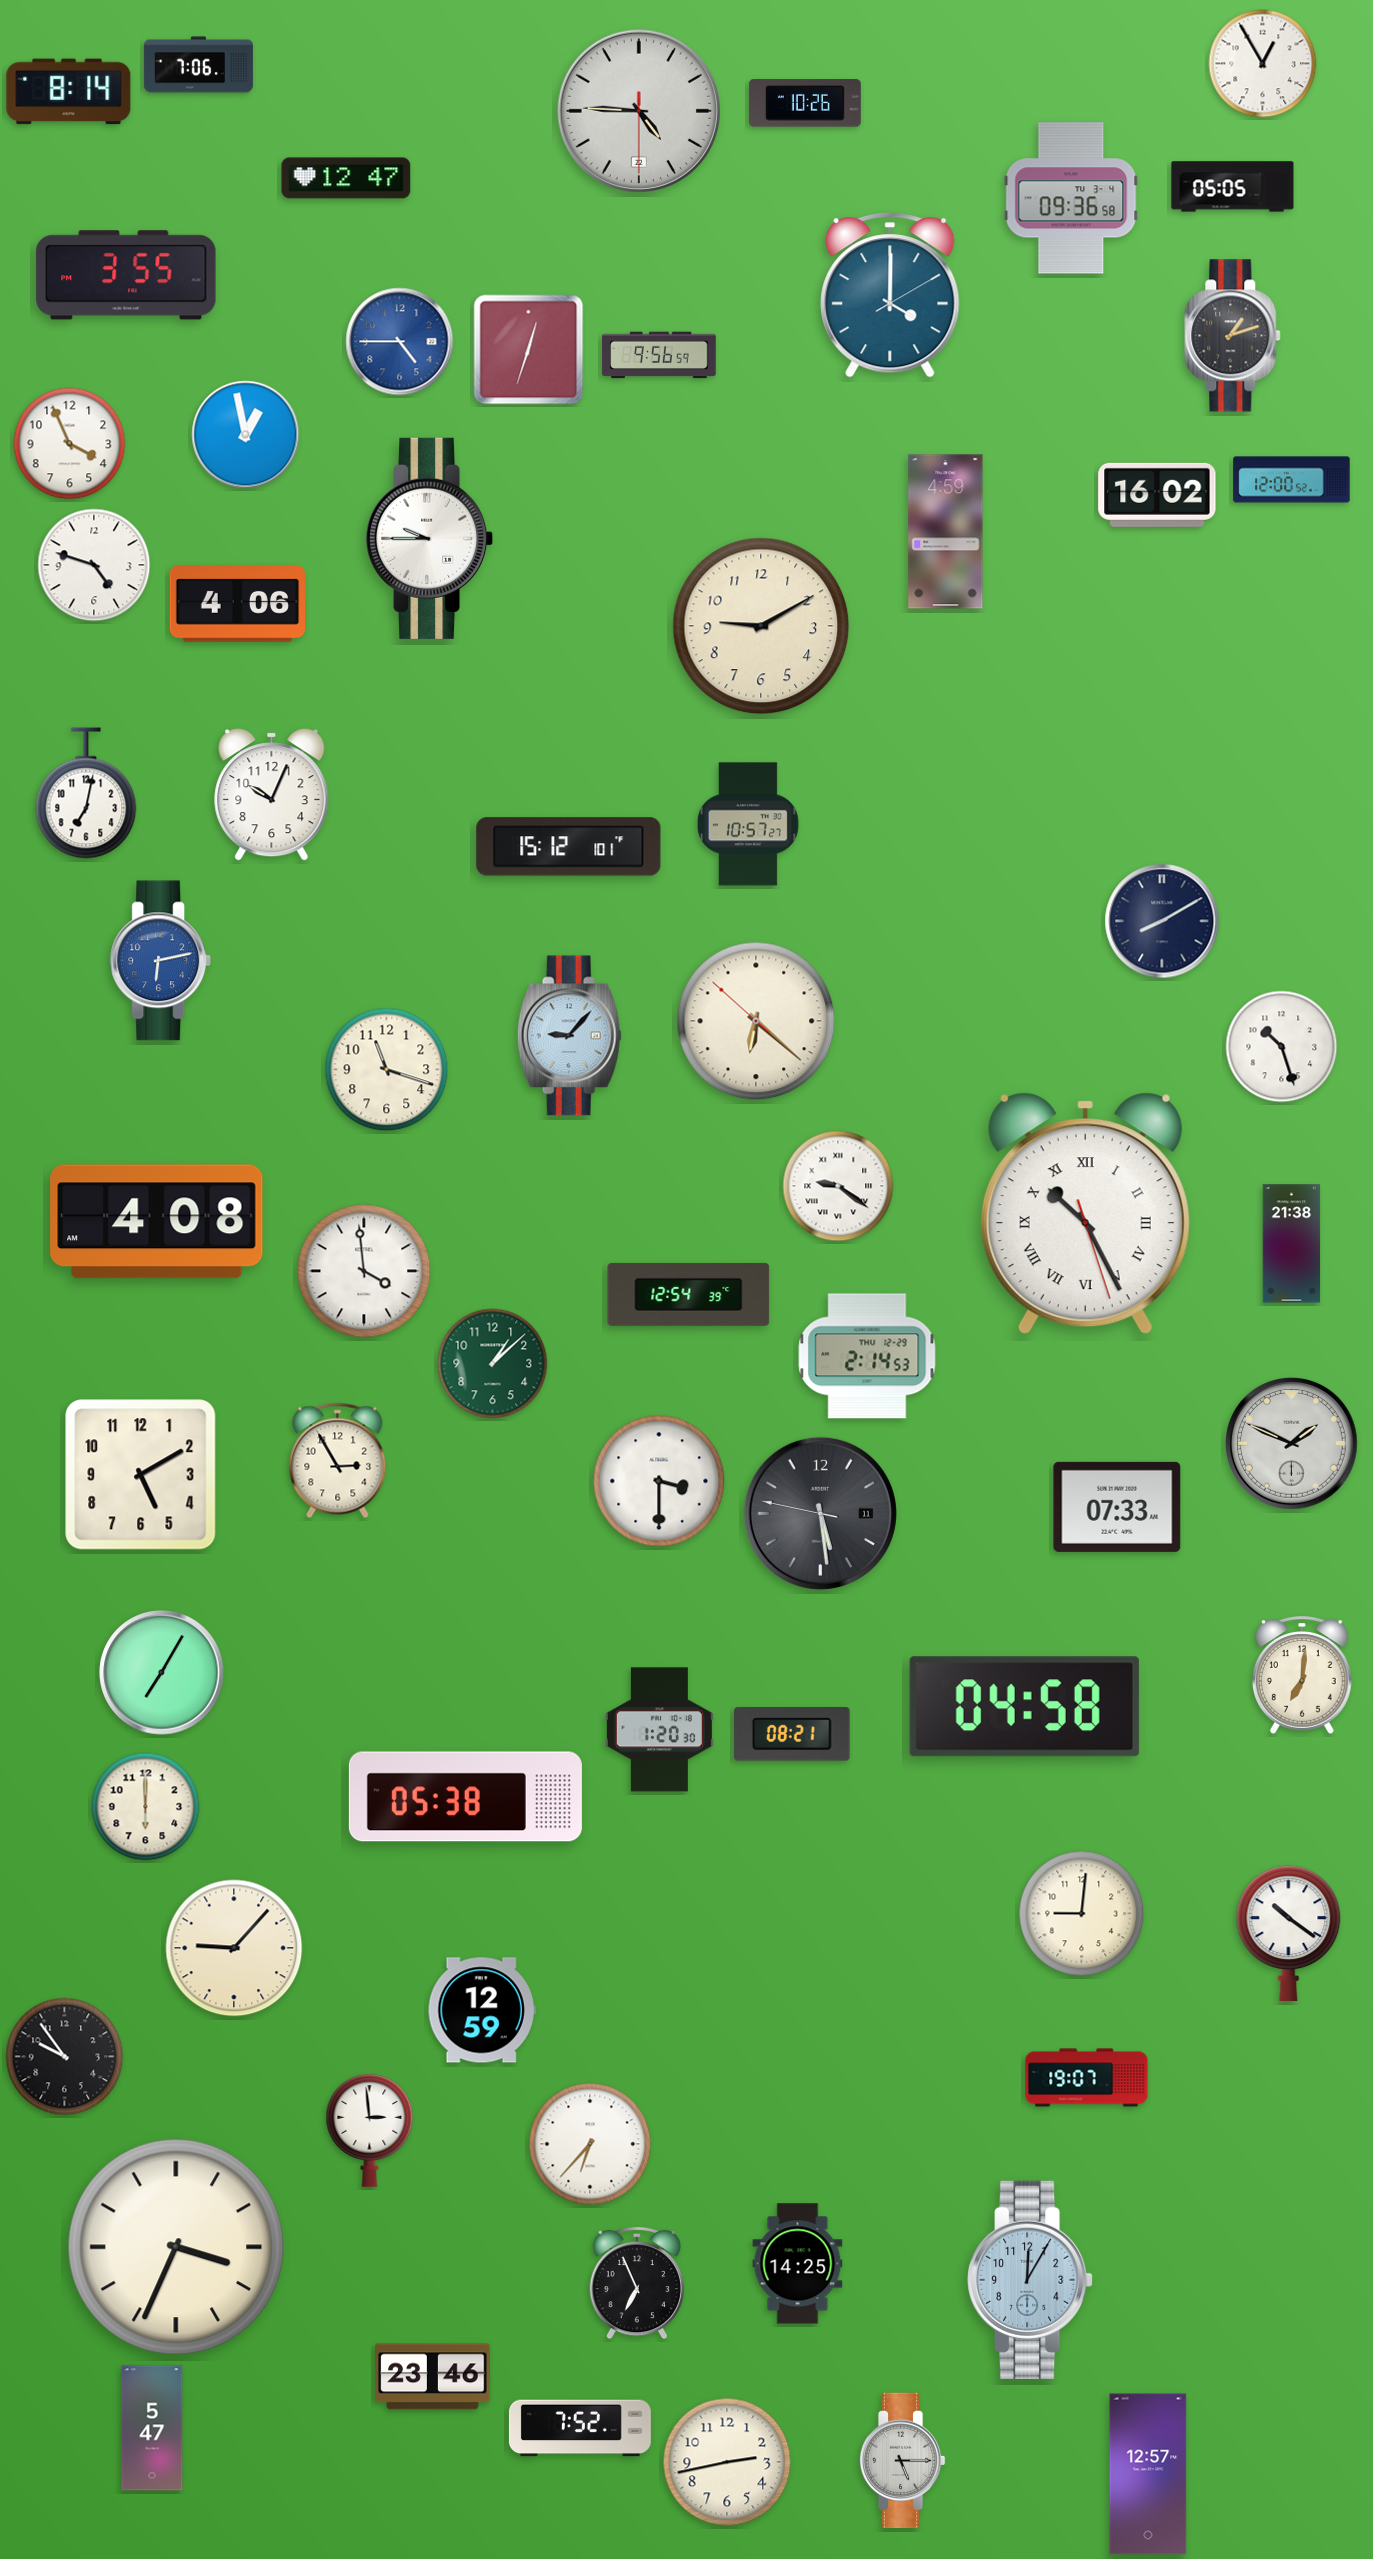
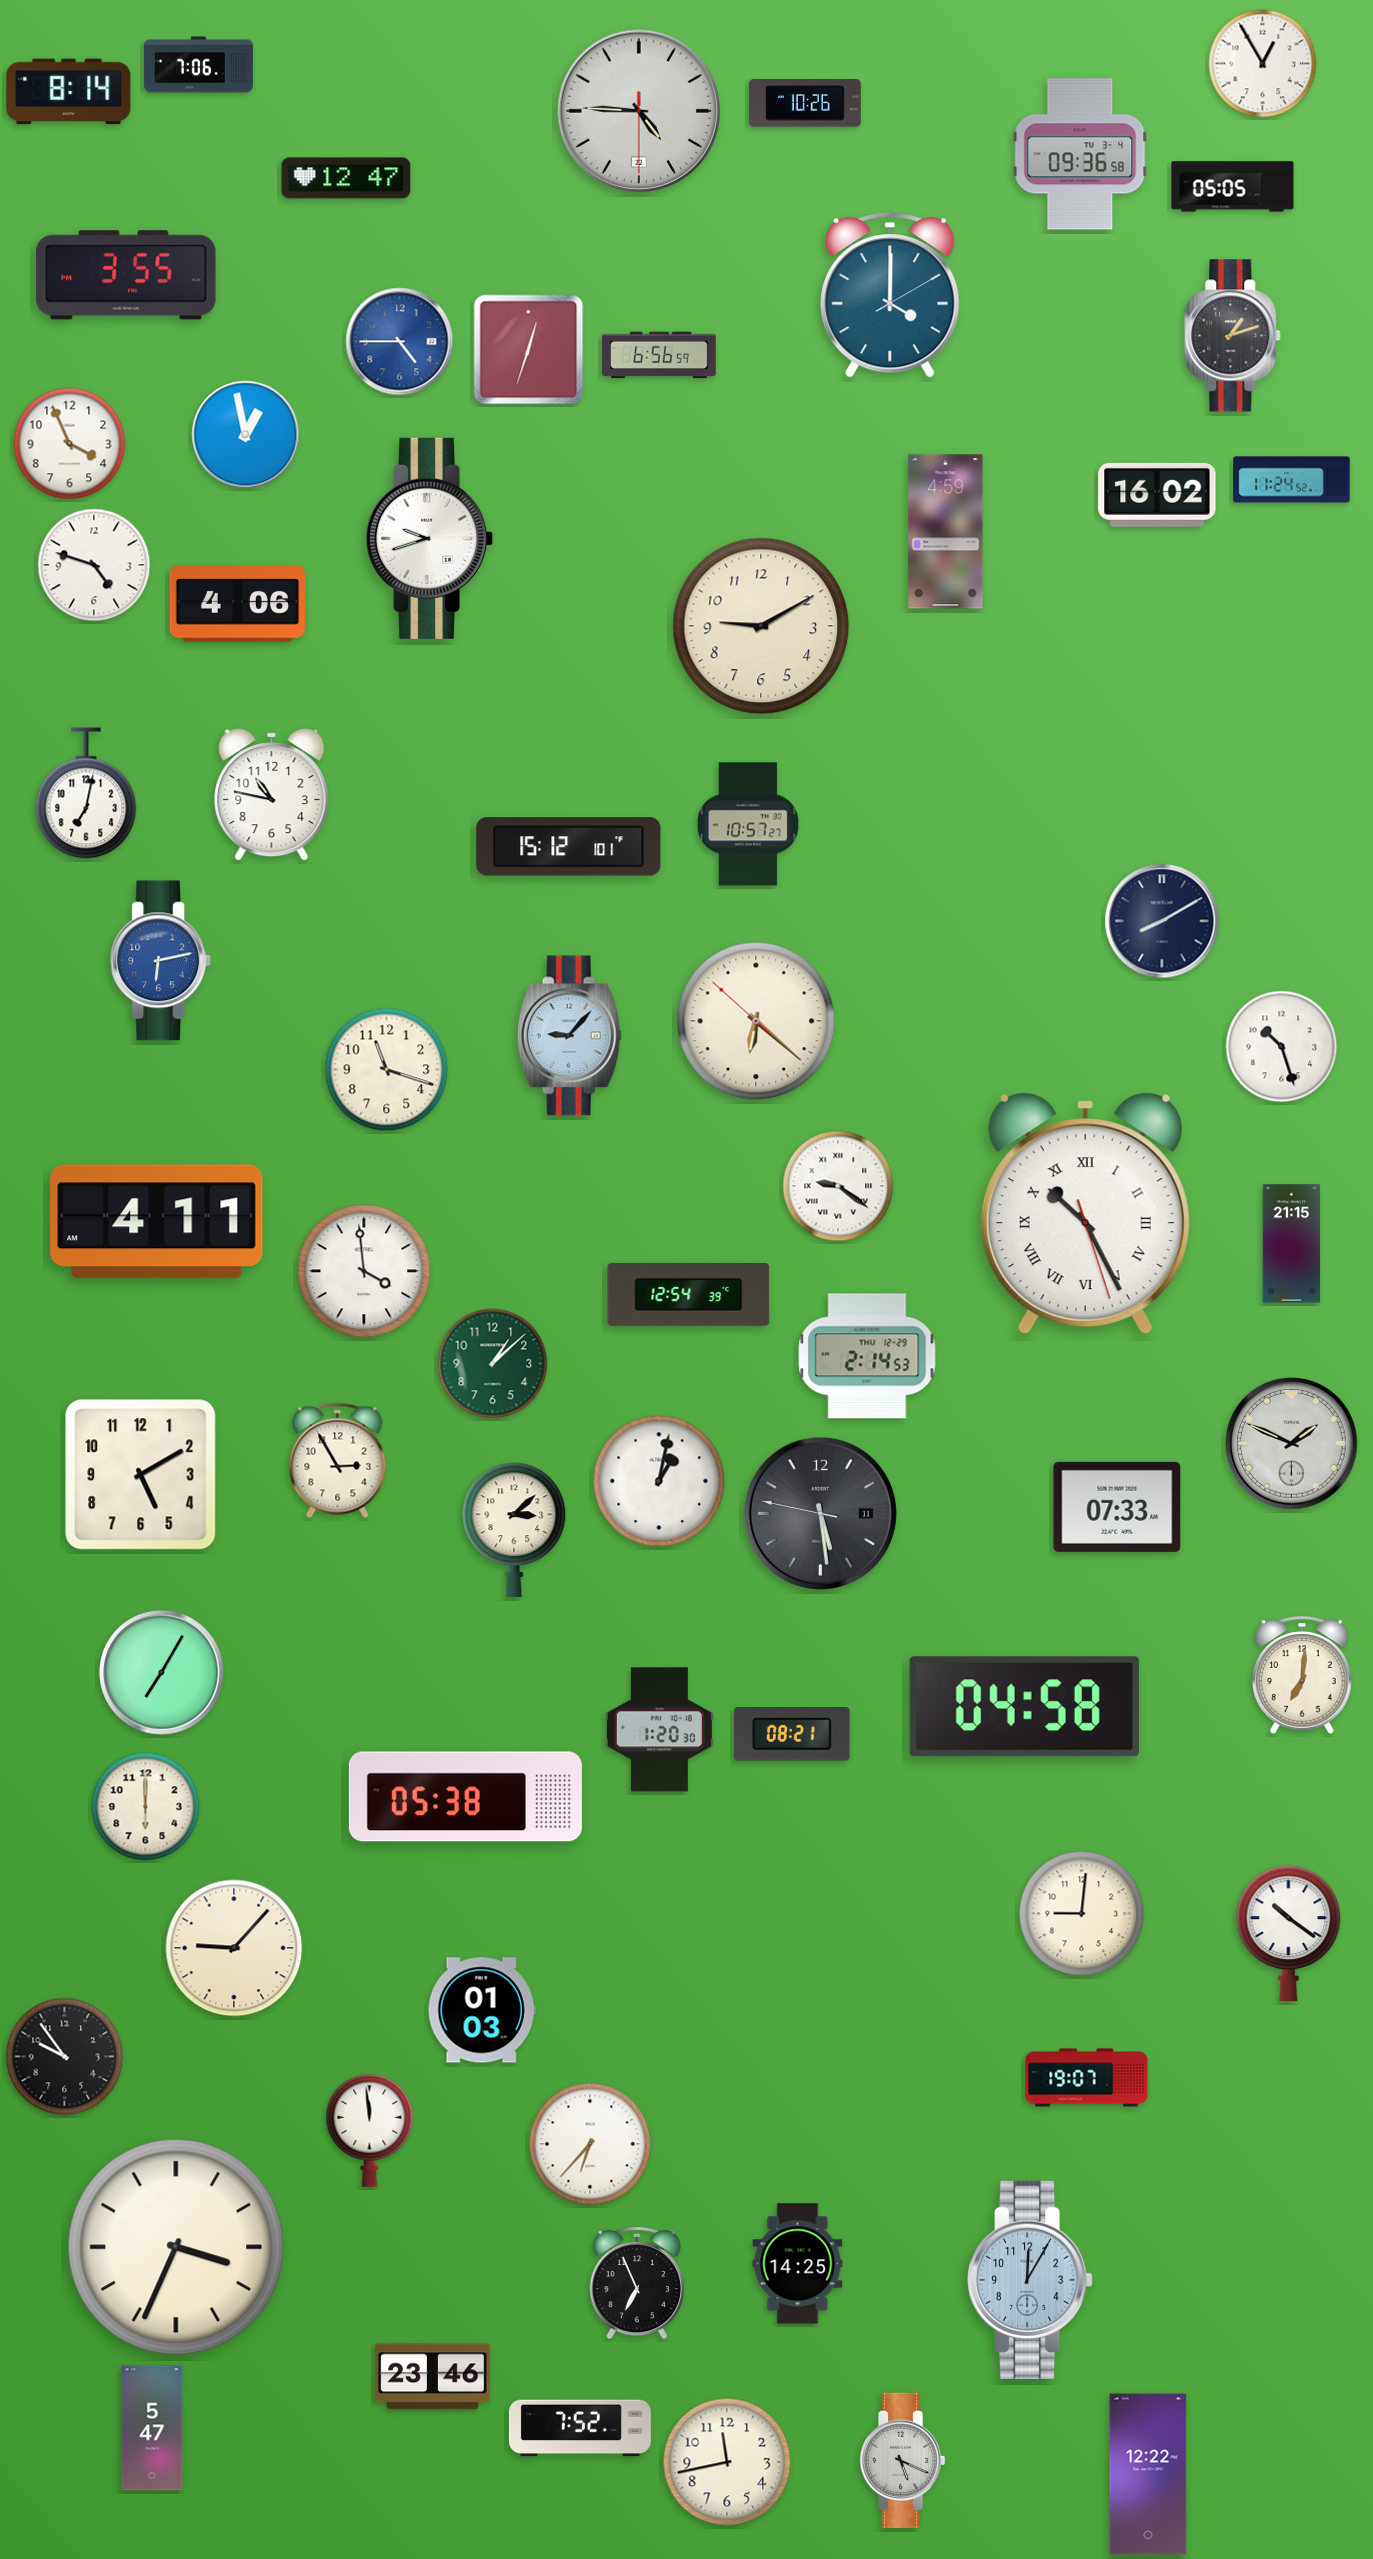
clock at (1071, 198) position: (1071, 198) -> (1080, 154)
clock at (659, 355): 9:56 -> 6:56
clock at (1292, 480): 12:00 -> 11:24
clock at (430, 538): 9:45 -> 9:42
clock at (272, 795): 10:04 -> 10:47
clock at (157, 1222): 4:08 -> 4:11
clock at (1292, 1244): 21:38 -> 21:15
clock at (659, 1481): 3:30 -> 1:02
clock at (514, 1530): none -> 3:08
clock at (482, 2010): 12:59 -> 01:03
clock at (370, 2130): 2:59 -> 11:59
clock at (902, 2461): 5:15 -> 5:19
clock at (727, 2462): 2:43 -> 11:43
clock at (1148, 2474): 12:57 -> 12:22
